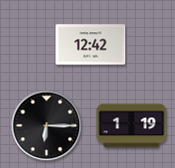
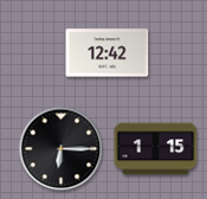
clock at (47, 126) position: (47, 126) -> (62, 149)
clock at (132, 126): 1:19 -> 1:15
